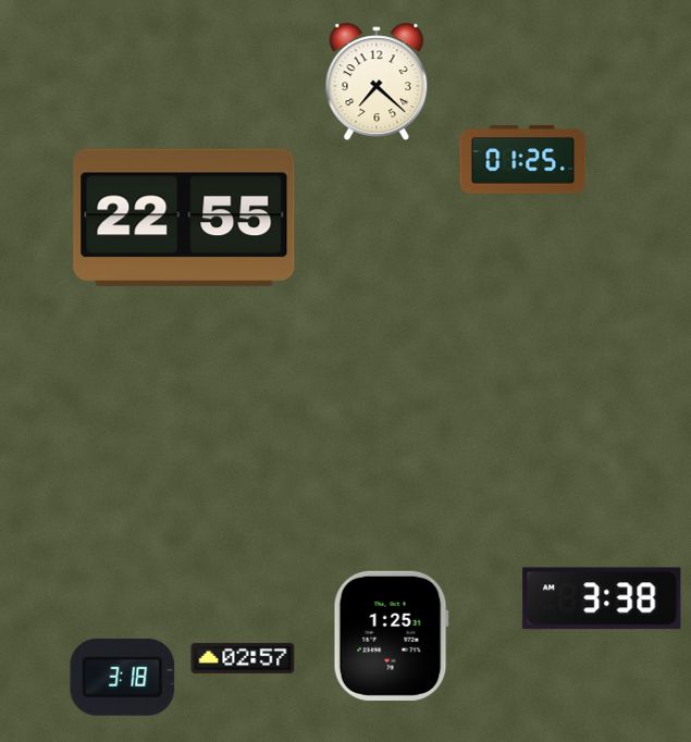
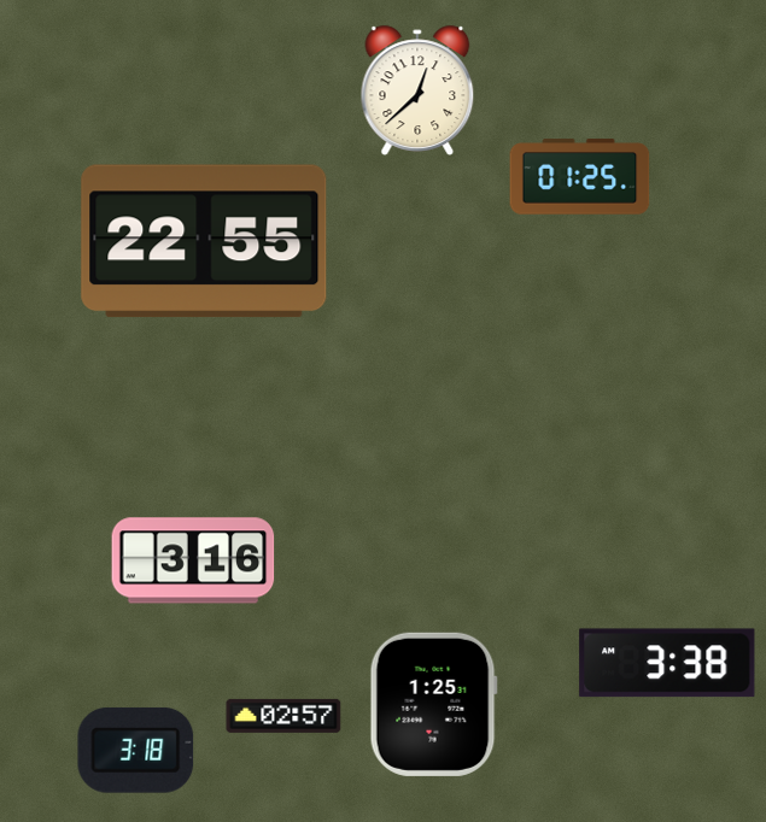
clock at (377, 82): 7:22 -> 12:38
clock at (193, 560): none -> 3:16
clock at (243, 658) position: (243, 658) -> (283, 716)
